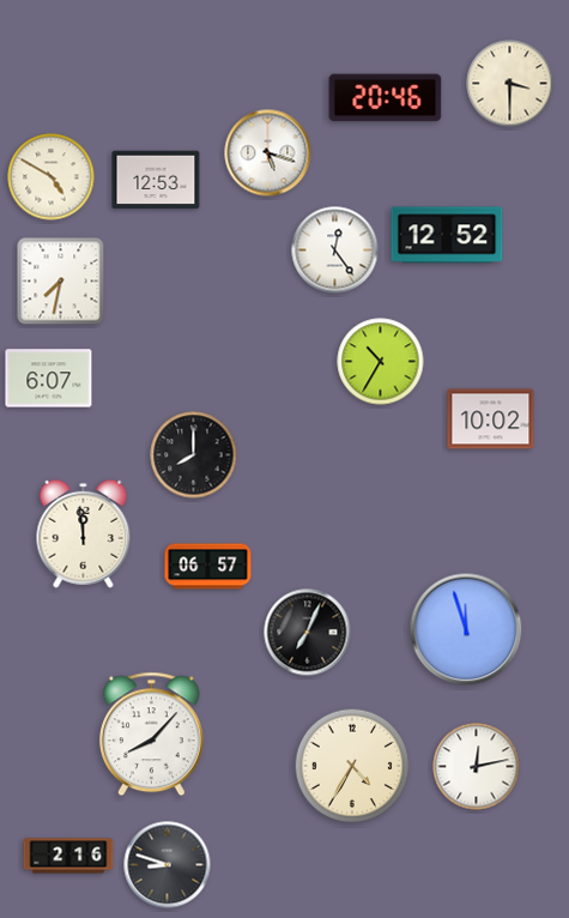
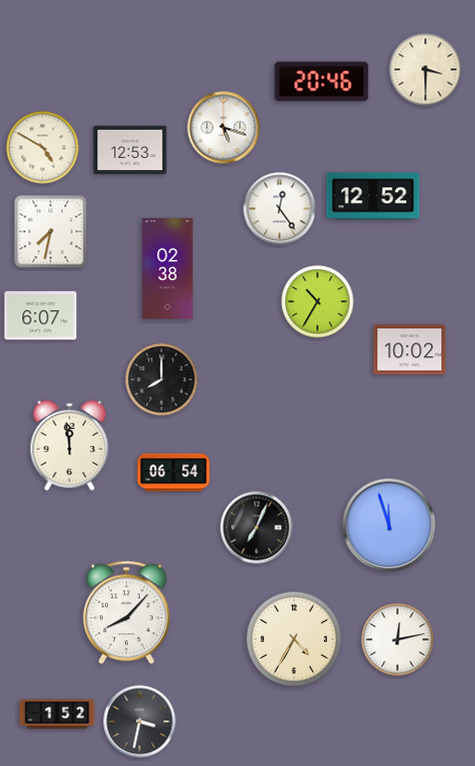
clock at (61, 282) position: (61, 282) -> (51, 232)
clock at (168, 269): none -> 02:38
clock at (208, 567): 06:57 -> 06:54
clock at (68, 856): 2:16 -> 1:52
clock at (168, 865): 8:48 -> 3:32
